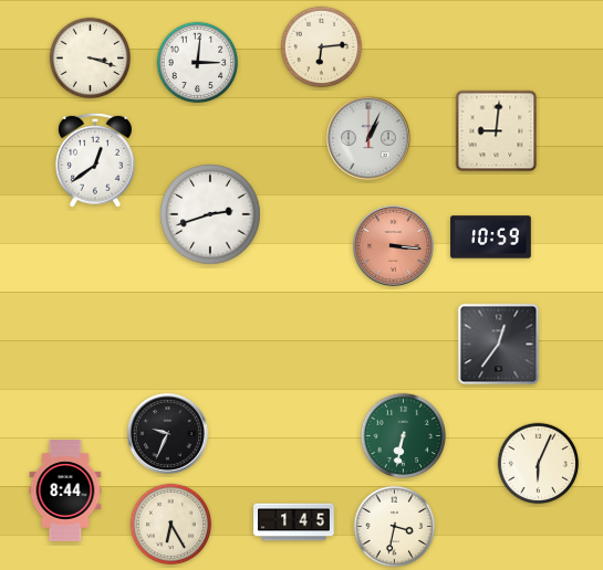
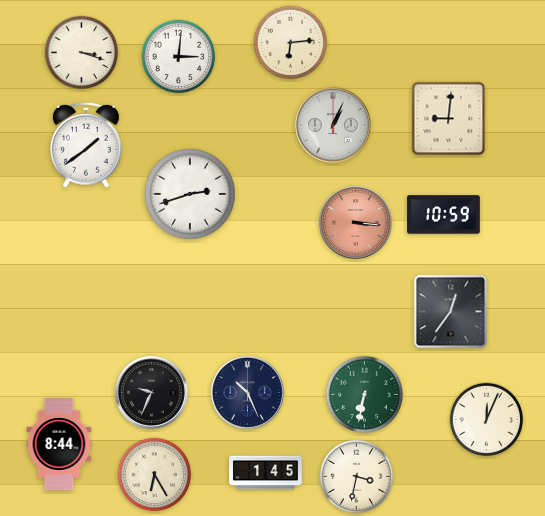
clock at (96, 160): 12:39 -> 1:39
clock at (247, 392): none -> 10:26
clock at (539, 464): 6:04 -> 12:04
